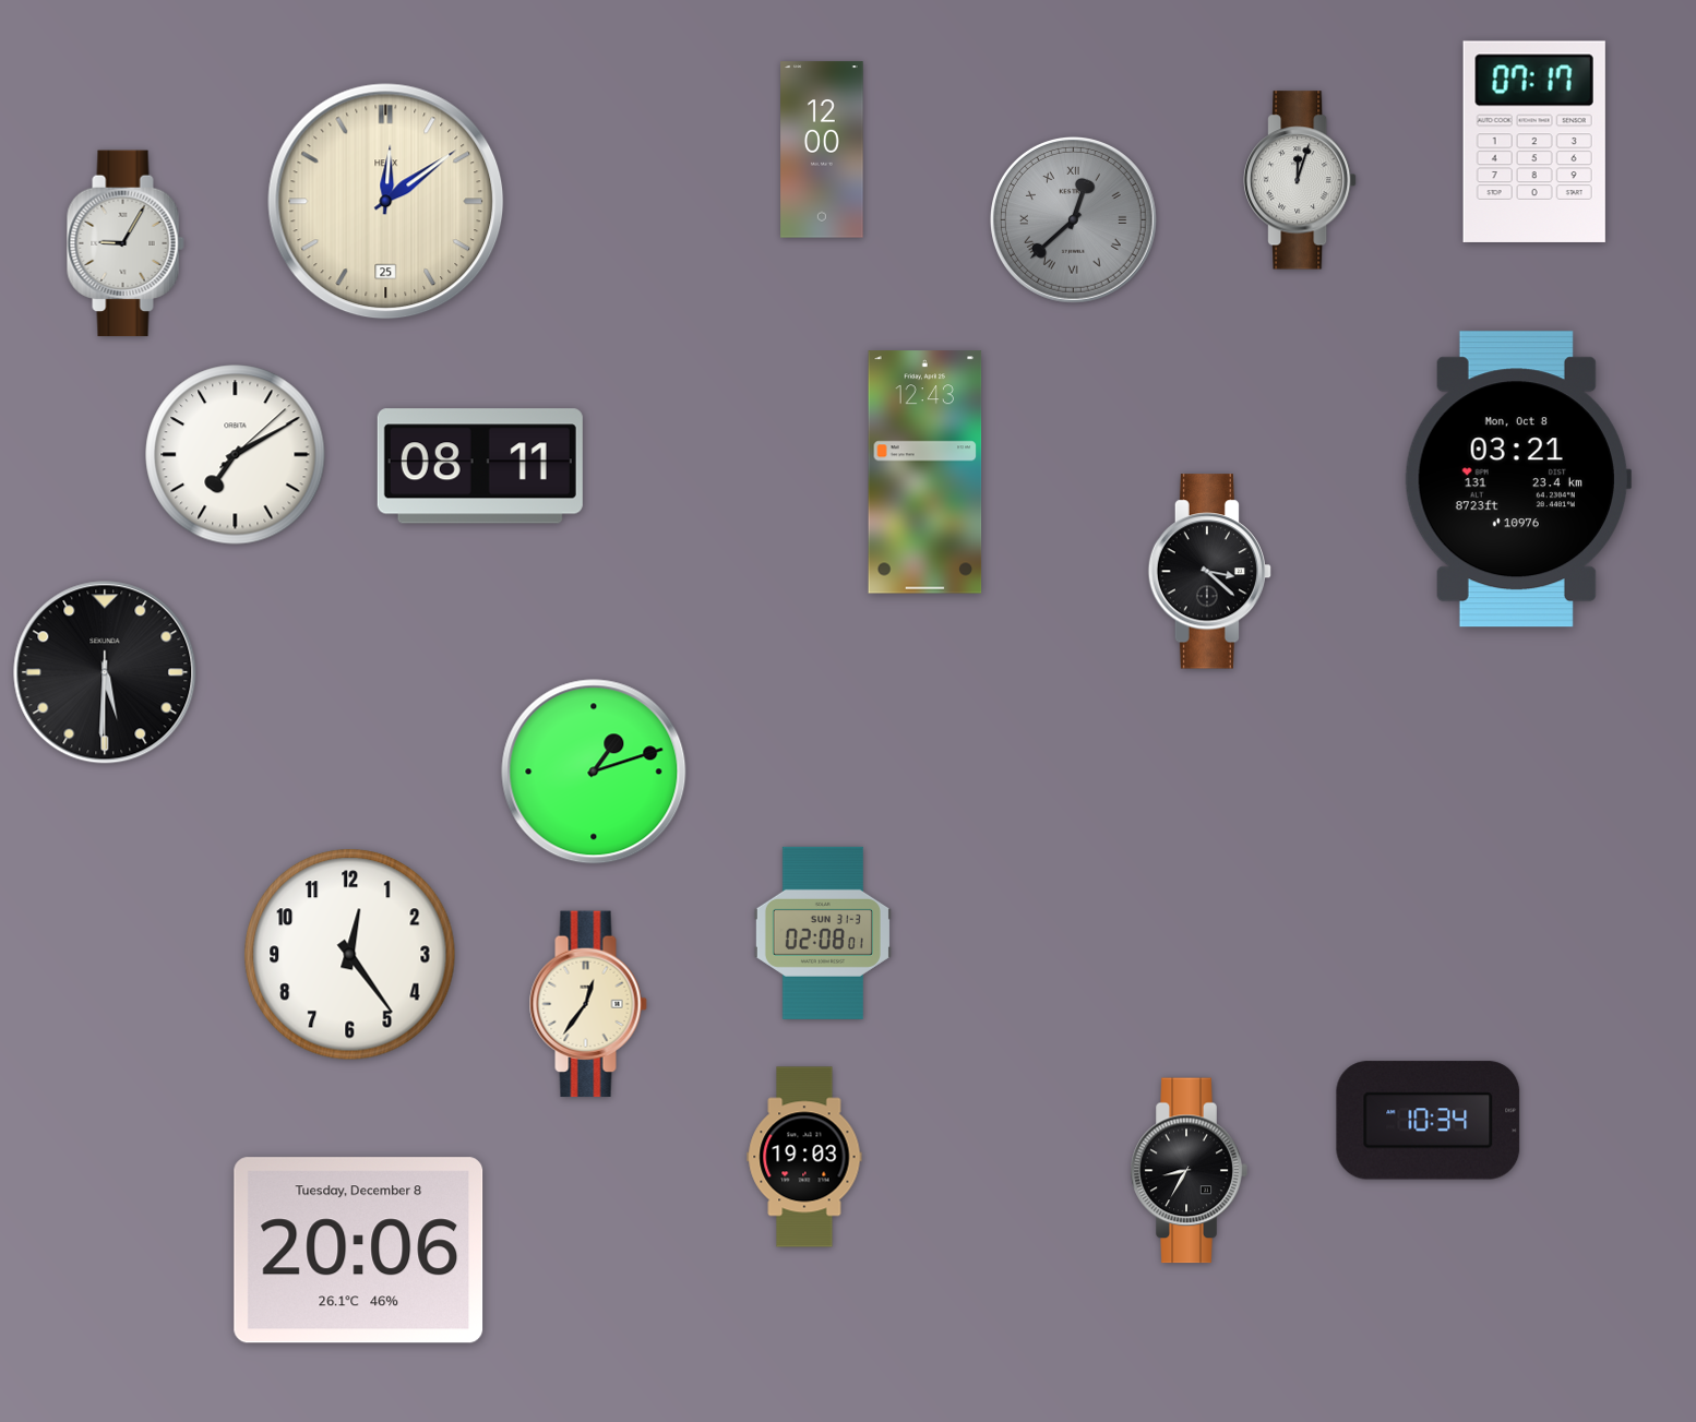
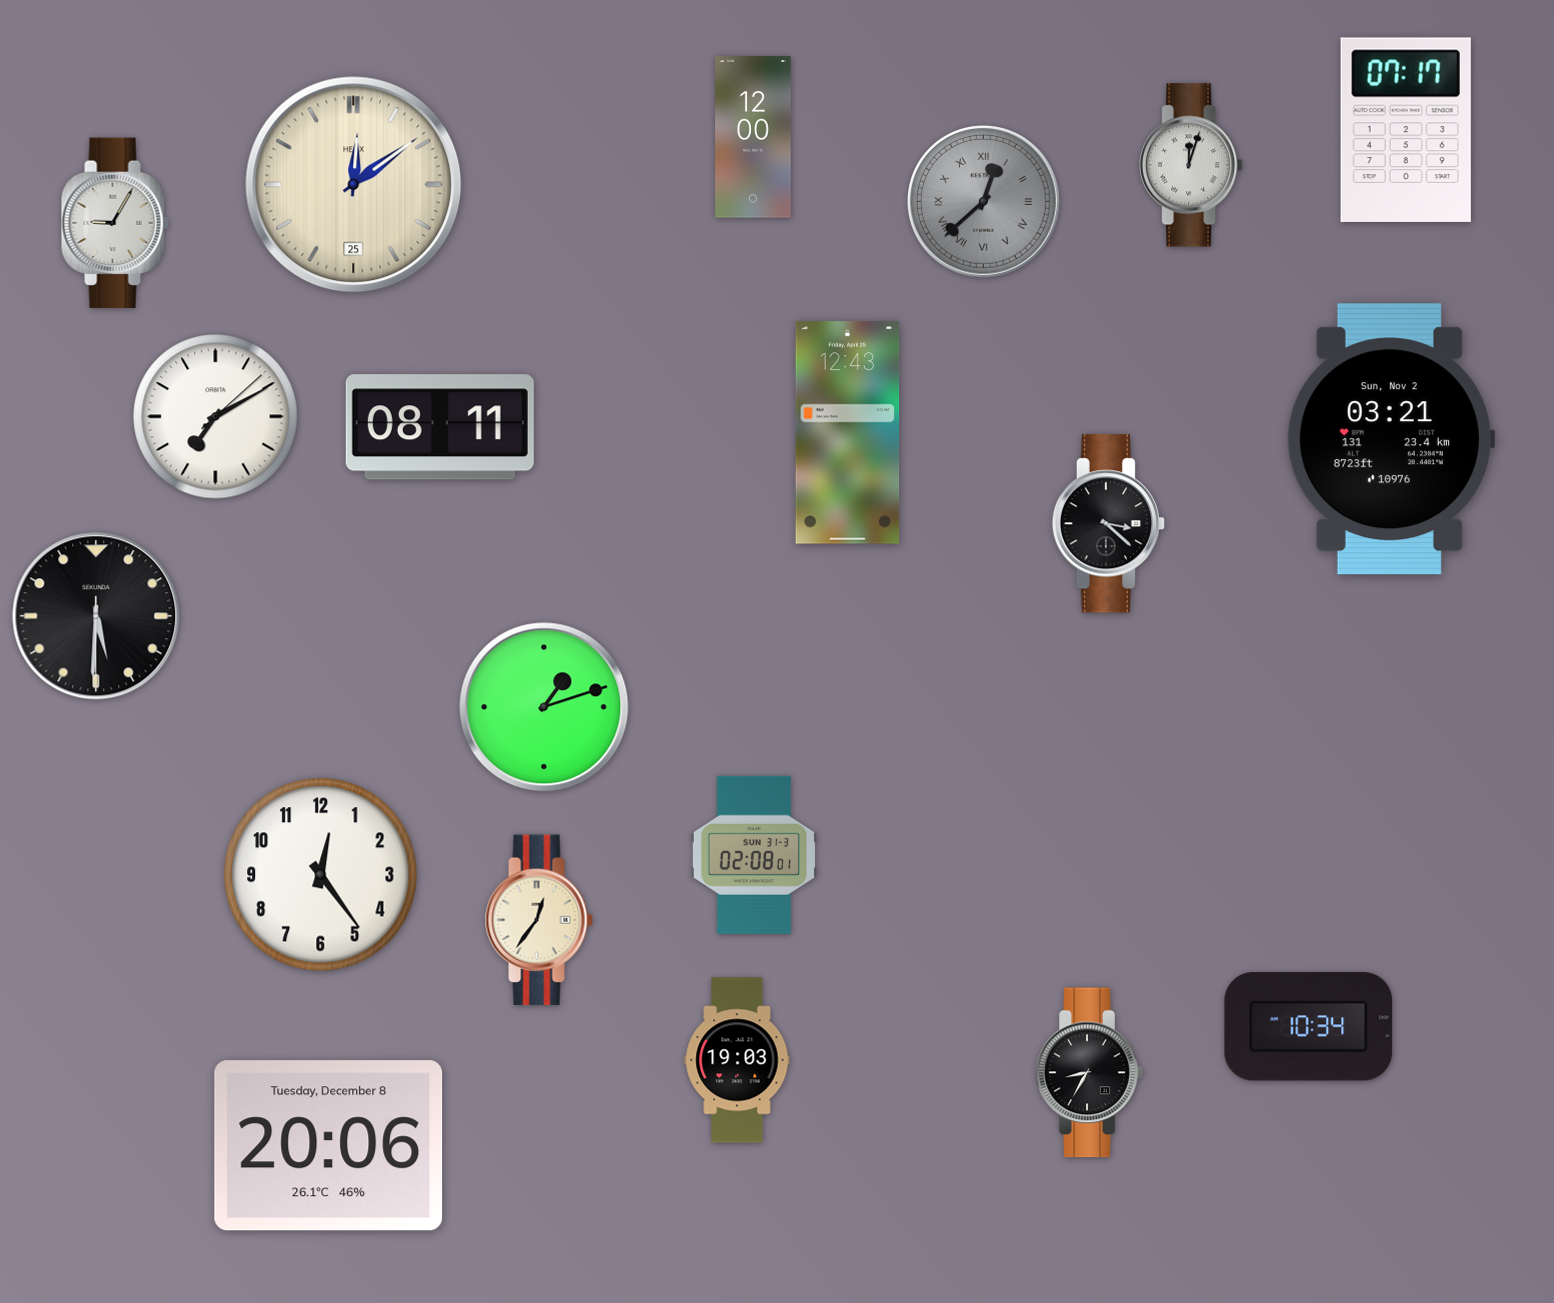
clock at (1517, 479) date: Mon, Oct 8 -> Sun, Nov 2
